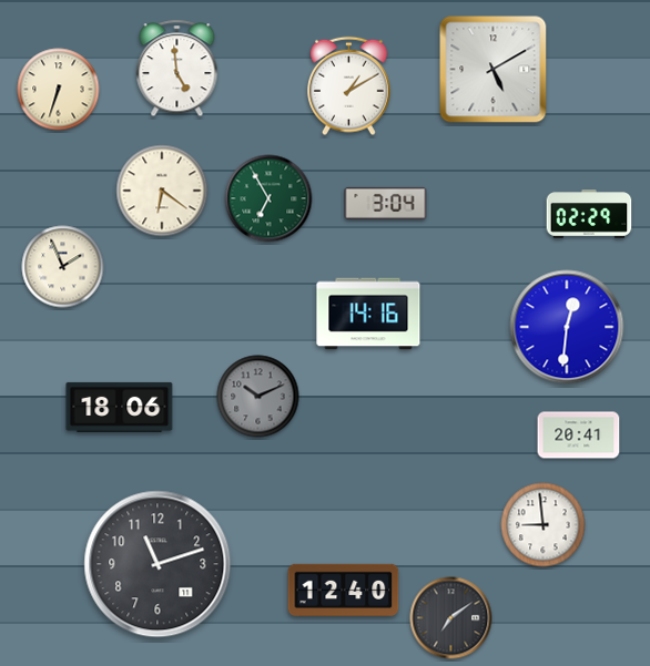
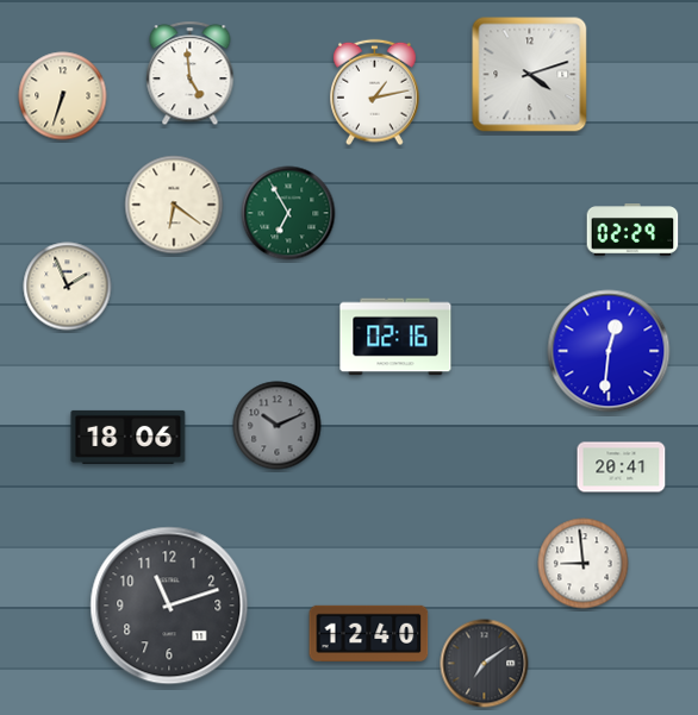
clock at (494, 70): 5:10 -> 4:12
clock at (349, 86): 1:10 -> 1:13
clock at (386, 203): 3:04 -> none
clock at (368, 314): 14:16 -> 02:16
